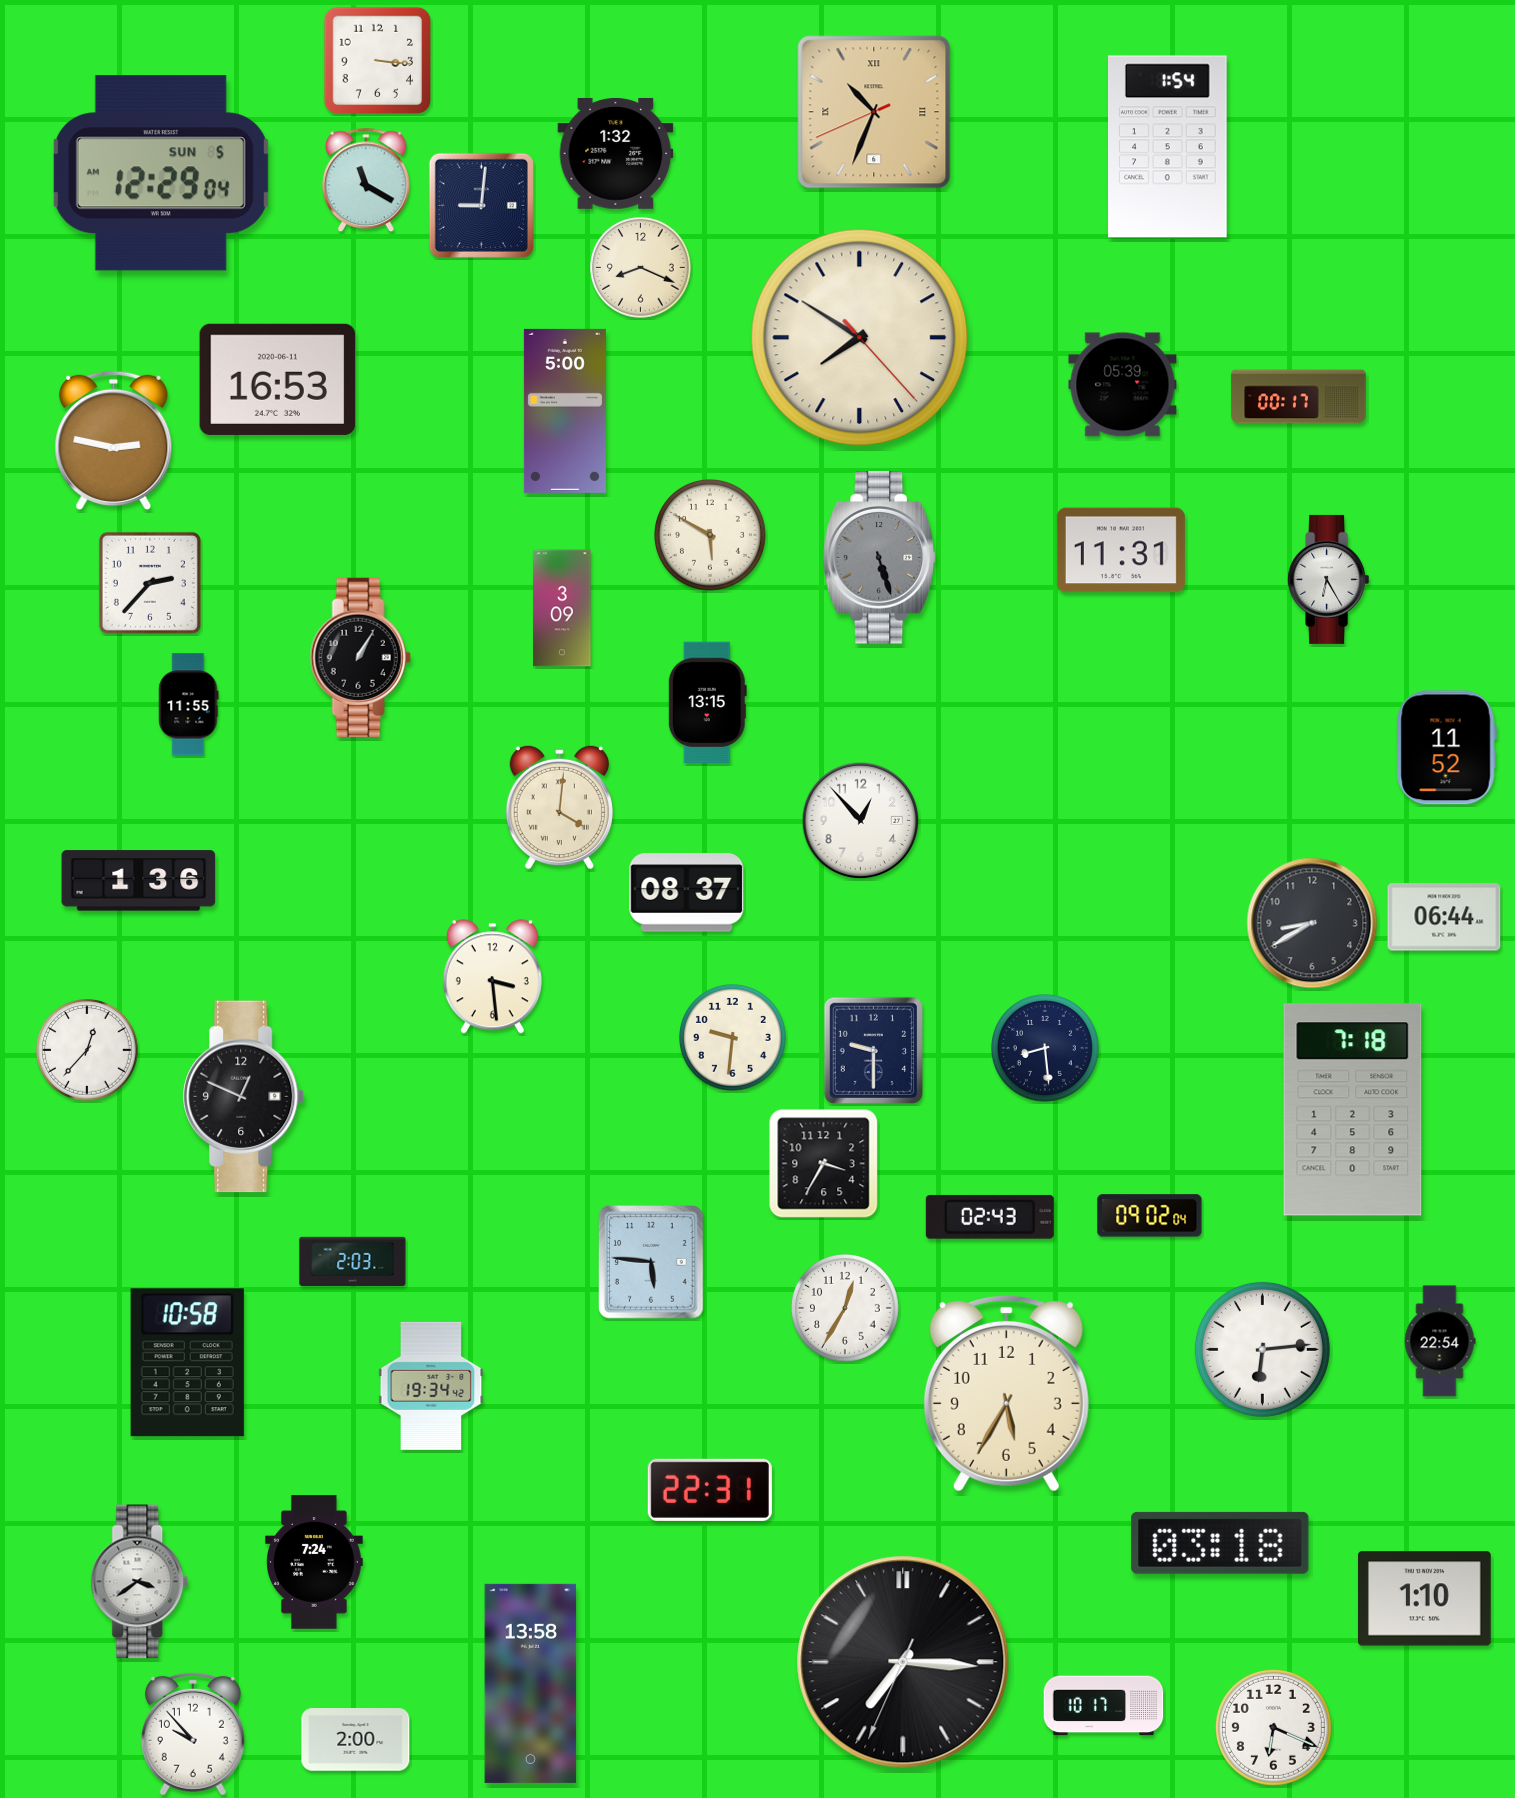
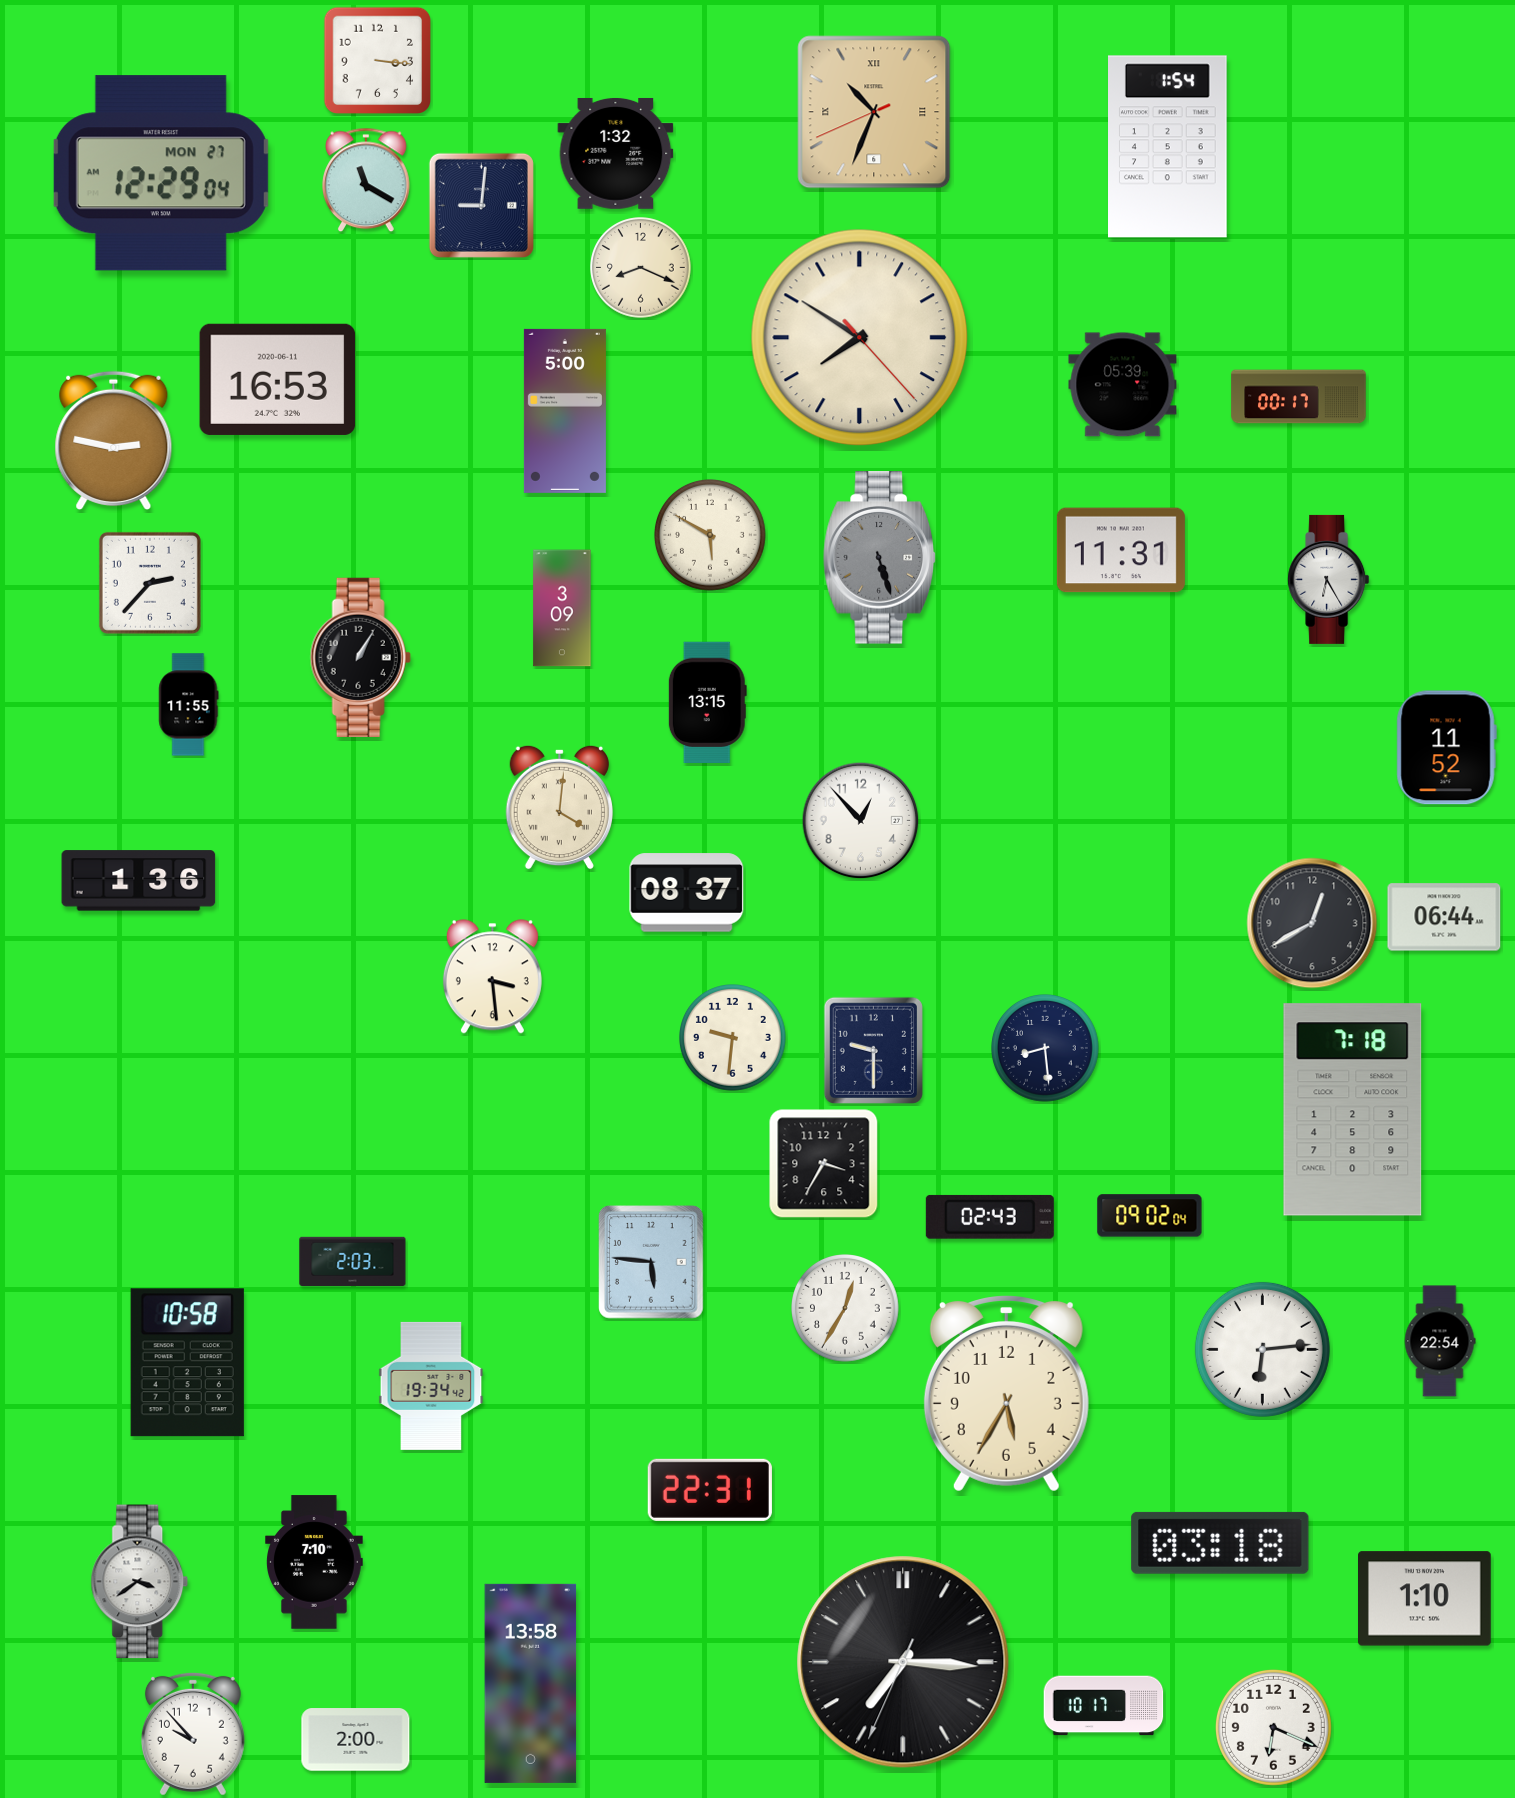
clock at (161, 173) date: SUN 5 -> MON 27
clock at (1312, 923): 8:40 -> 12:40
clock at (87, 1050): 12:37 -> none
clock at (244, 1097): 12:49 -> none
clock at (314, 1562): 7:24 -> 7:10
